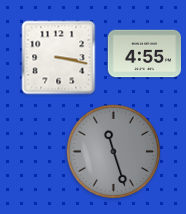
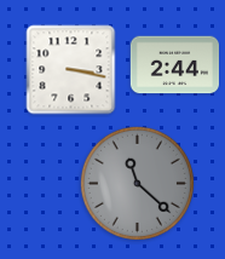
clock at (144, 54): 4:55 -> 2:44
clock at (113, 151): 11:27 -> 11:22
